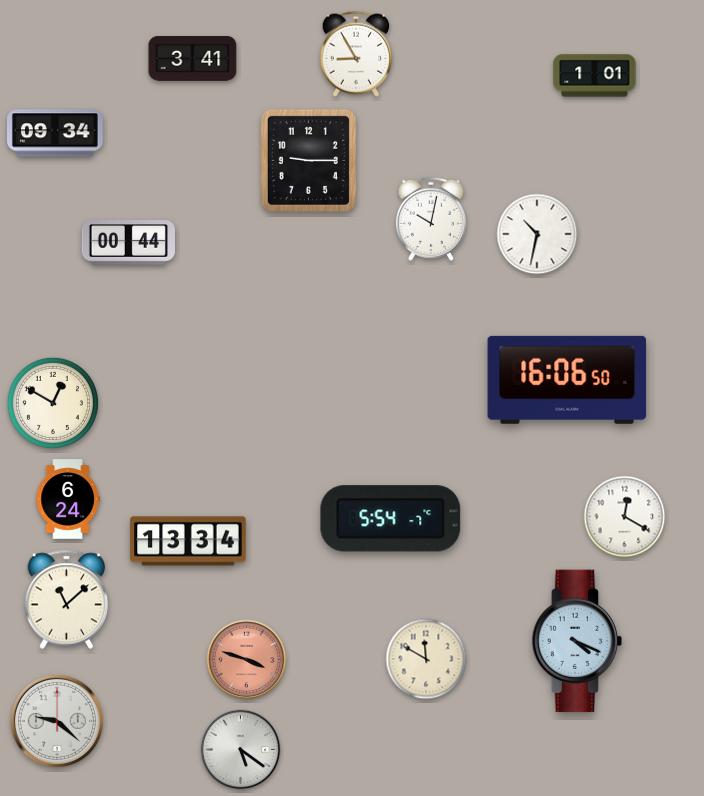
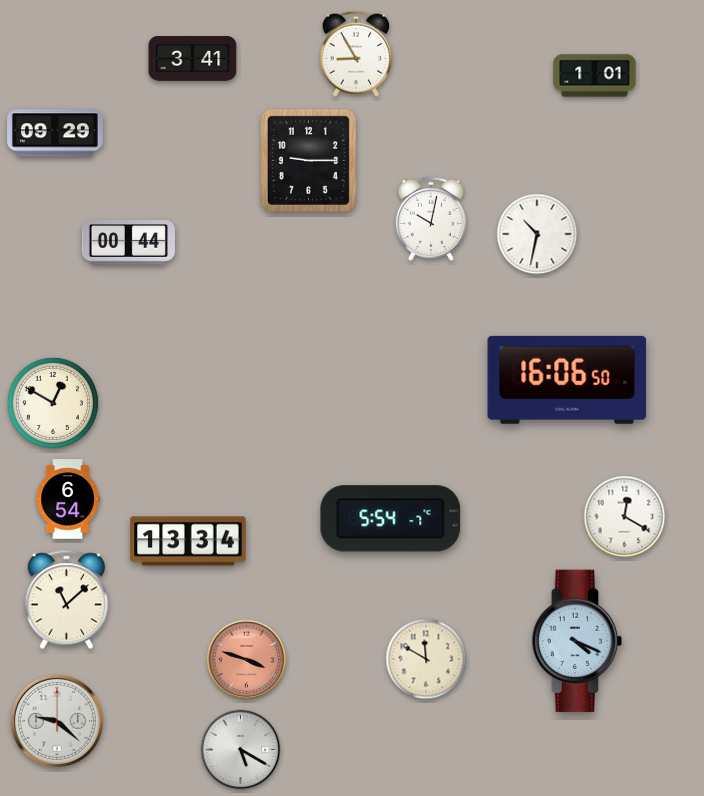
clock at (56, 133): 09:34 -> 09:29
clock at (68, 499): 6:24 -> 6:54
clock at (241, 750): 5:21 -> 5:20
